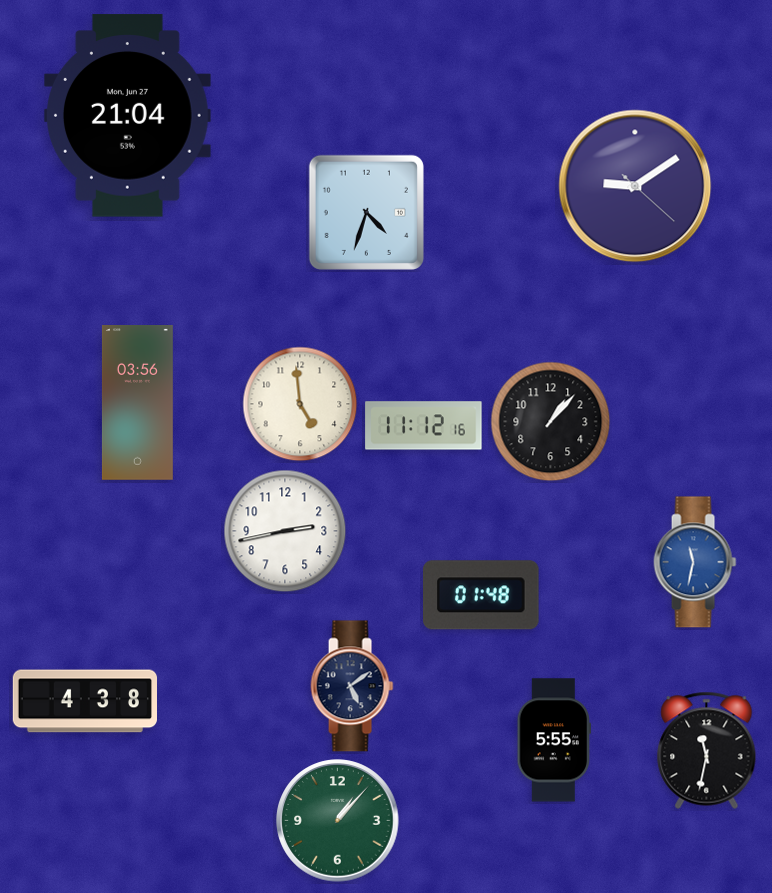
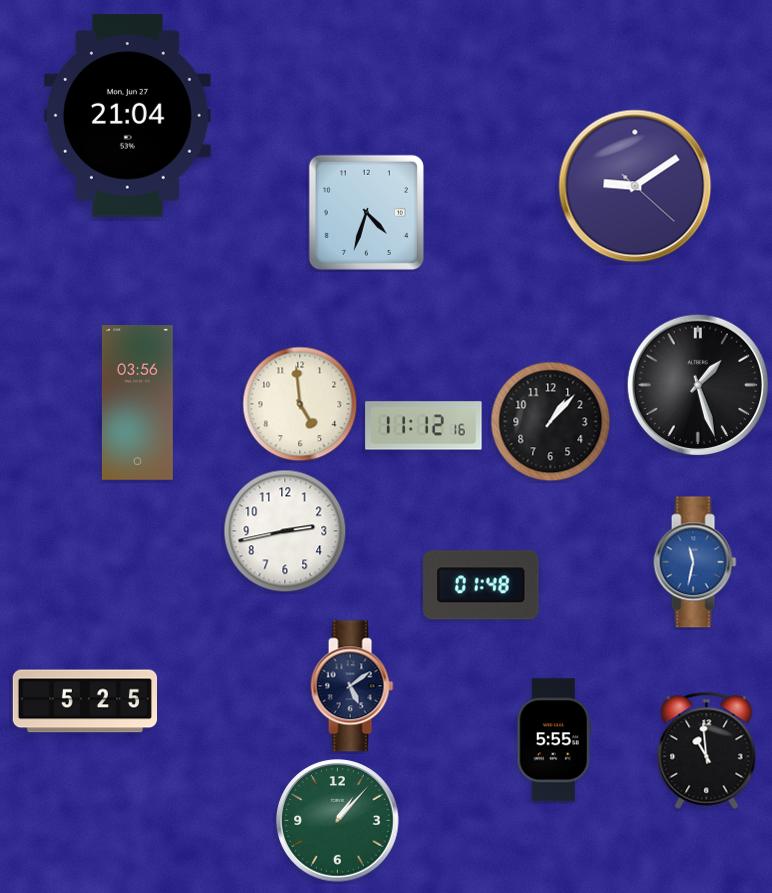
clock at (697, 384): none -> 1:27
clock at (481, 595) position: (481, 595) -> (481, 585)
clock at (84, 701): 4:38 -> 5:25
clock at (707, 750): 11:32 -> 10:59
